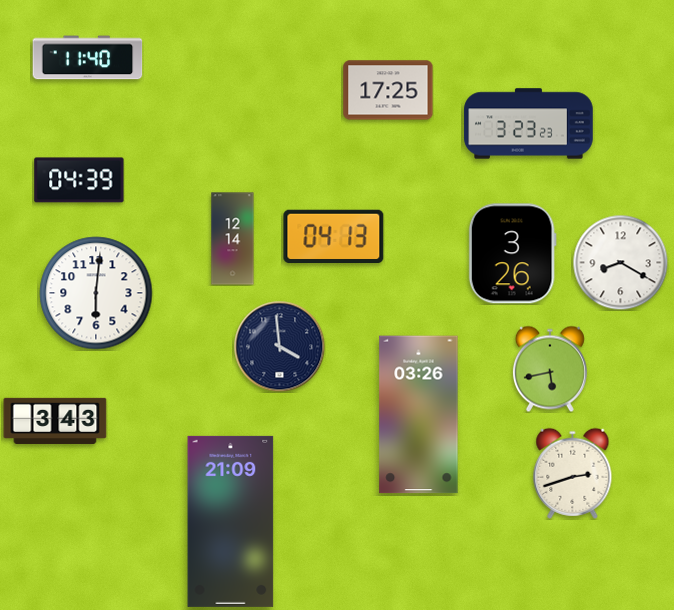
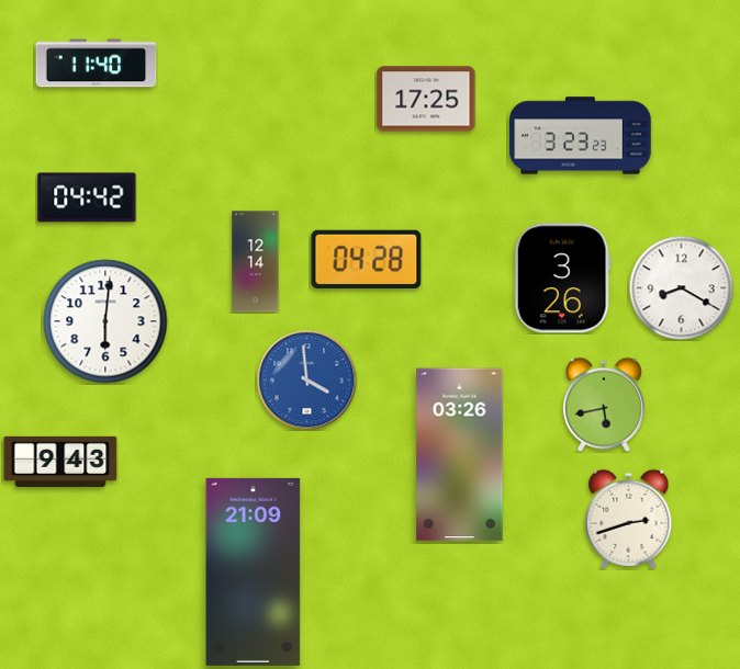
clock at (79, 180): 04:39 -> 04:42
clock at (334, 237): 04:13 -> 04:28
clock at (279, 346) dial: navy -> blue
clock at (55, 421): 3:43 -> 9:43
